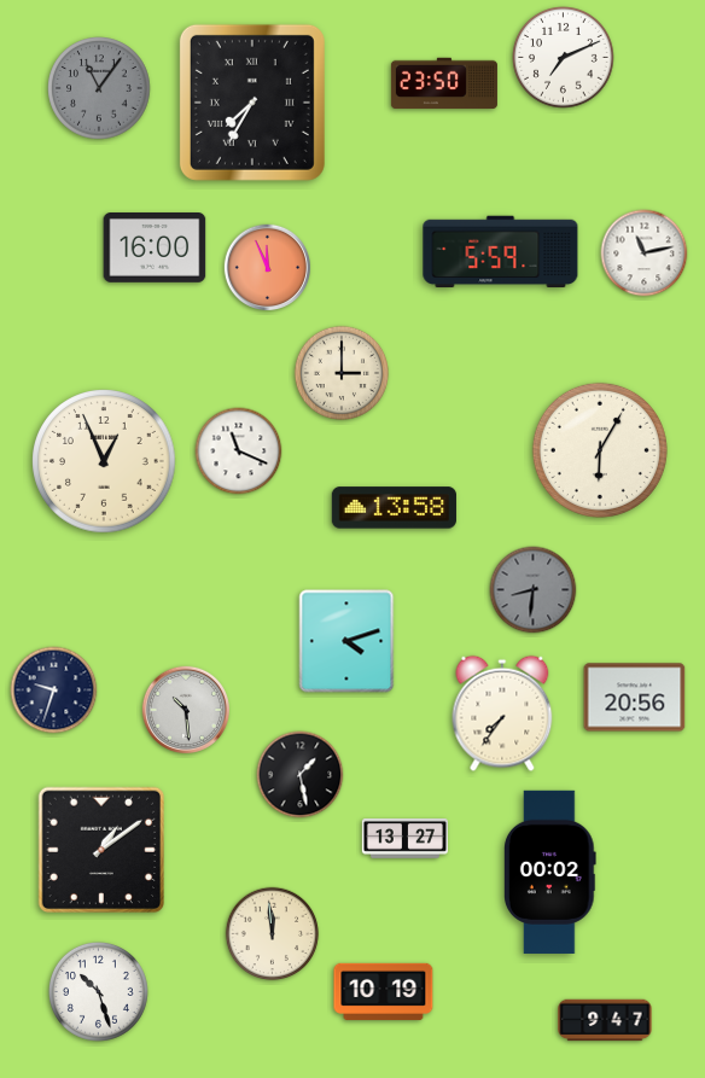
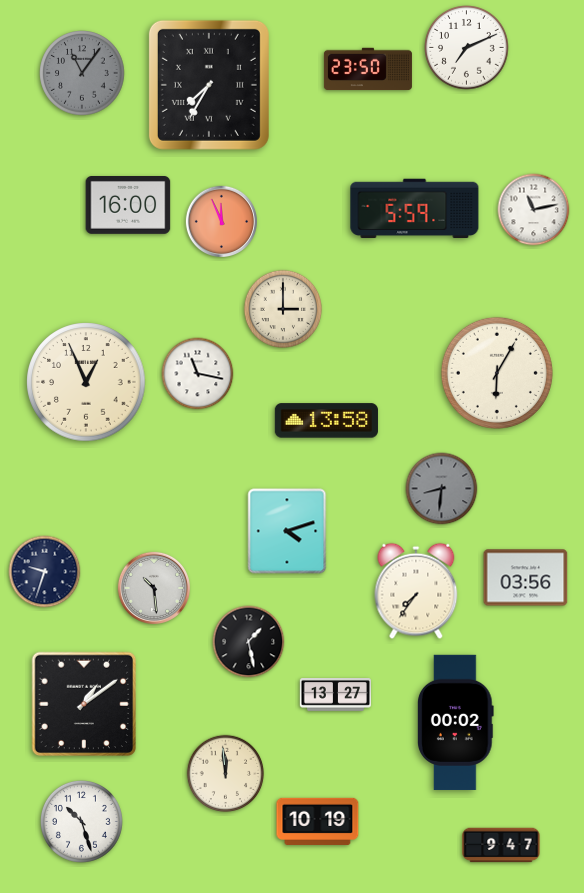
clock at (239, 451): 11:19 -> 11:17
clock at (635, 698): 20:56 -> 03:56
